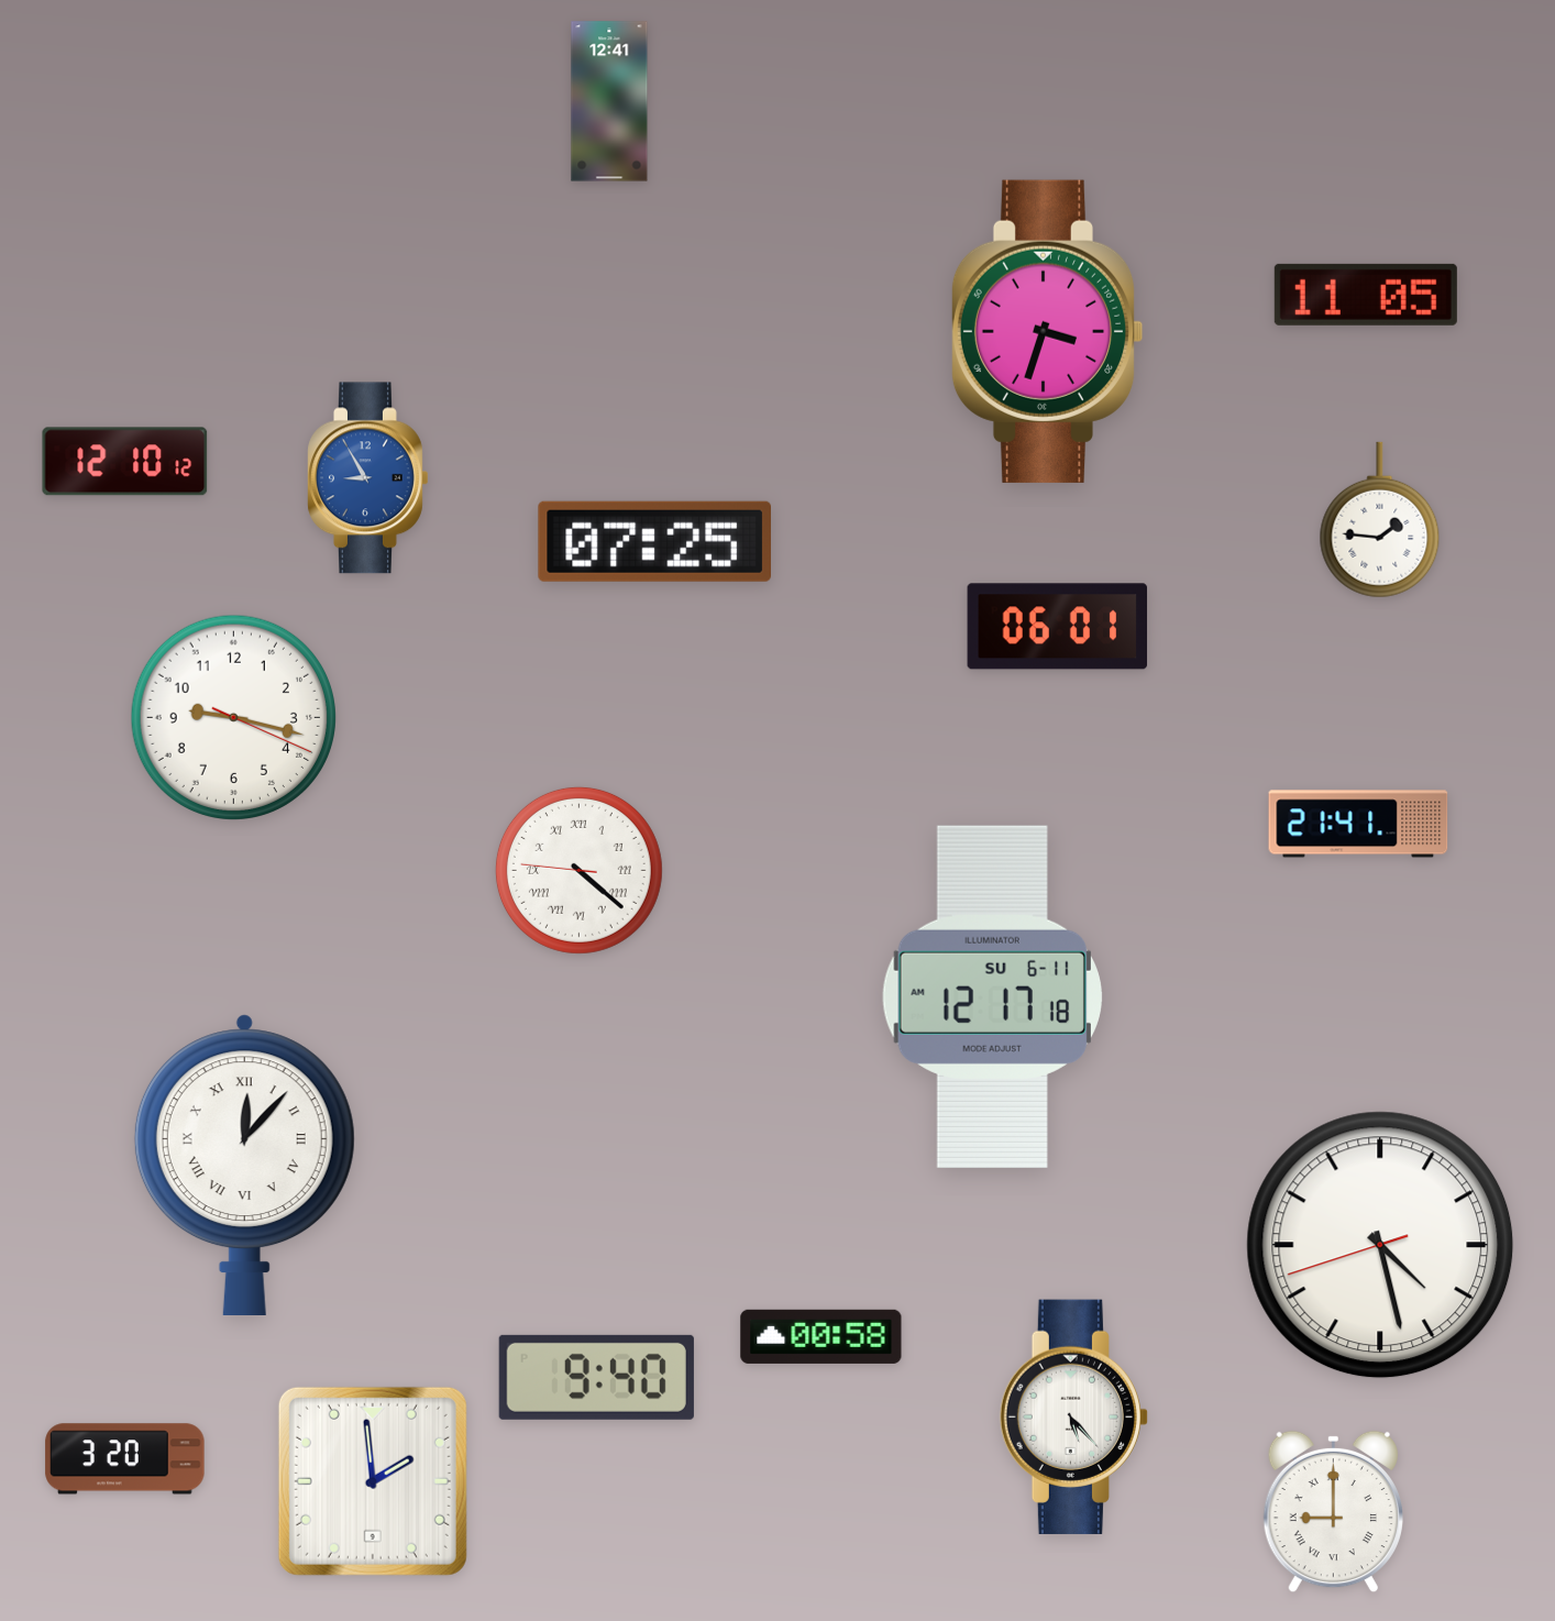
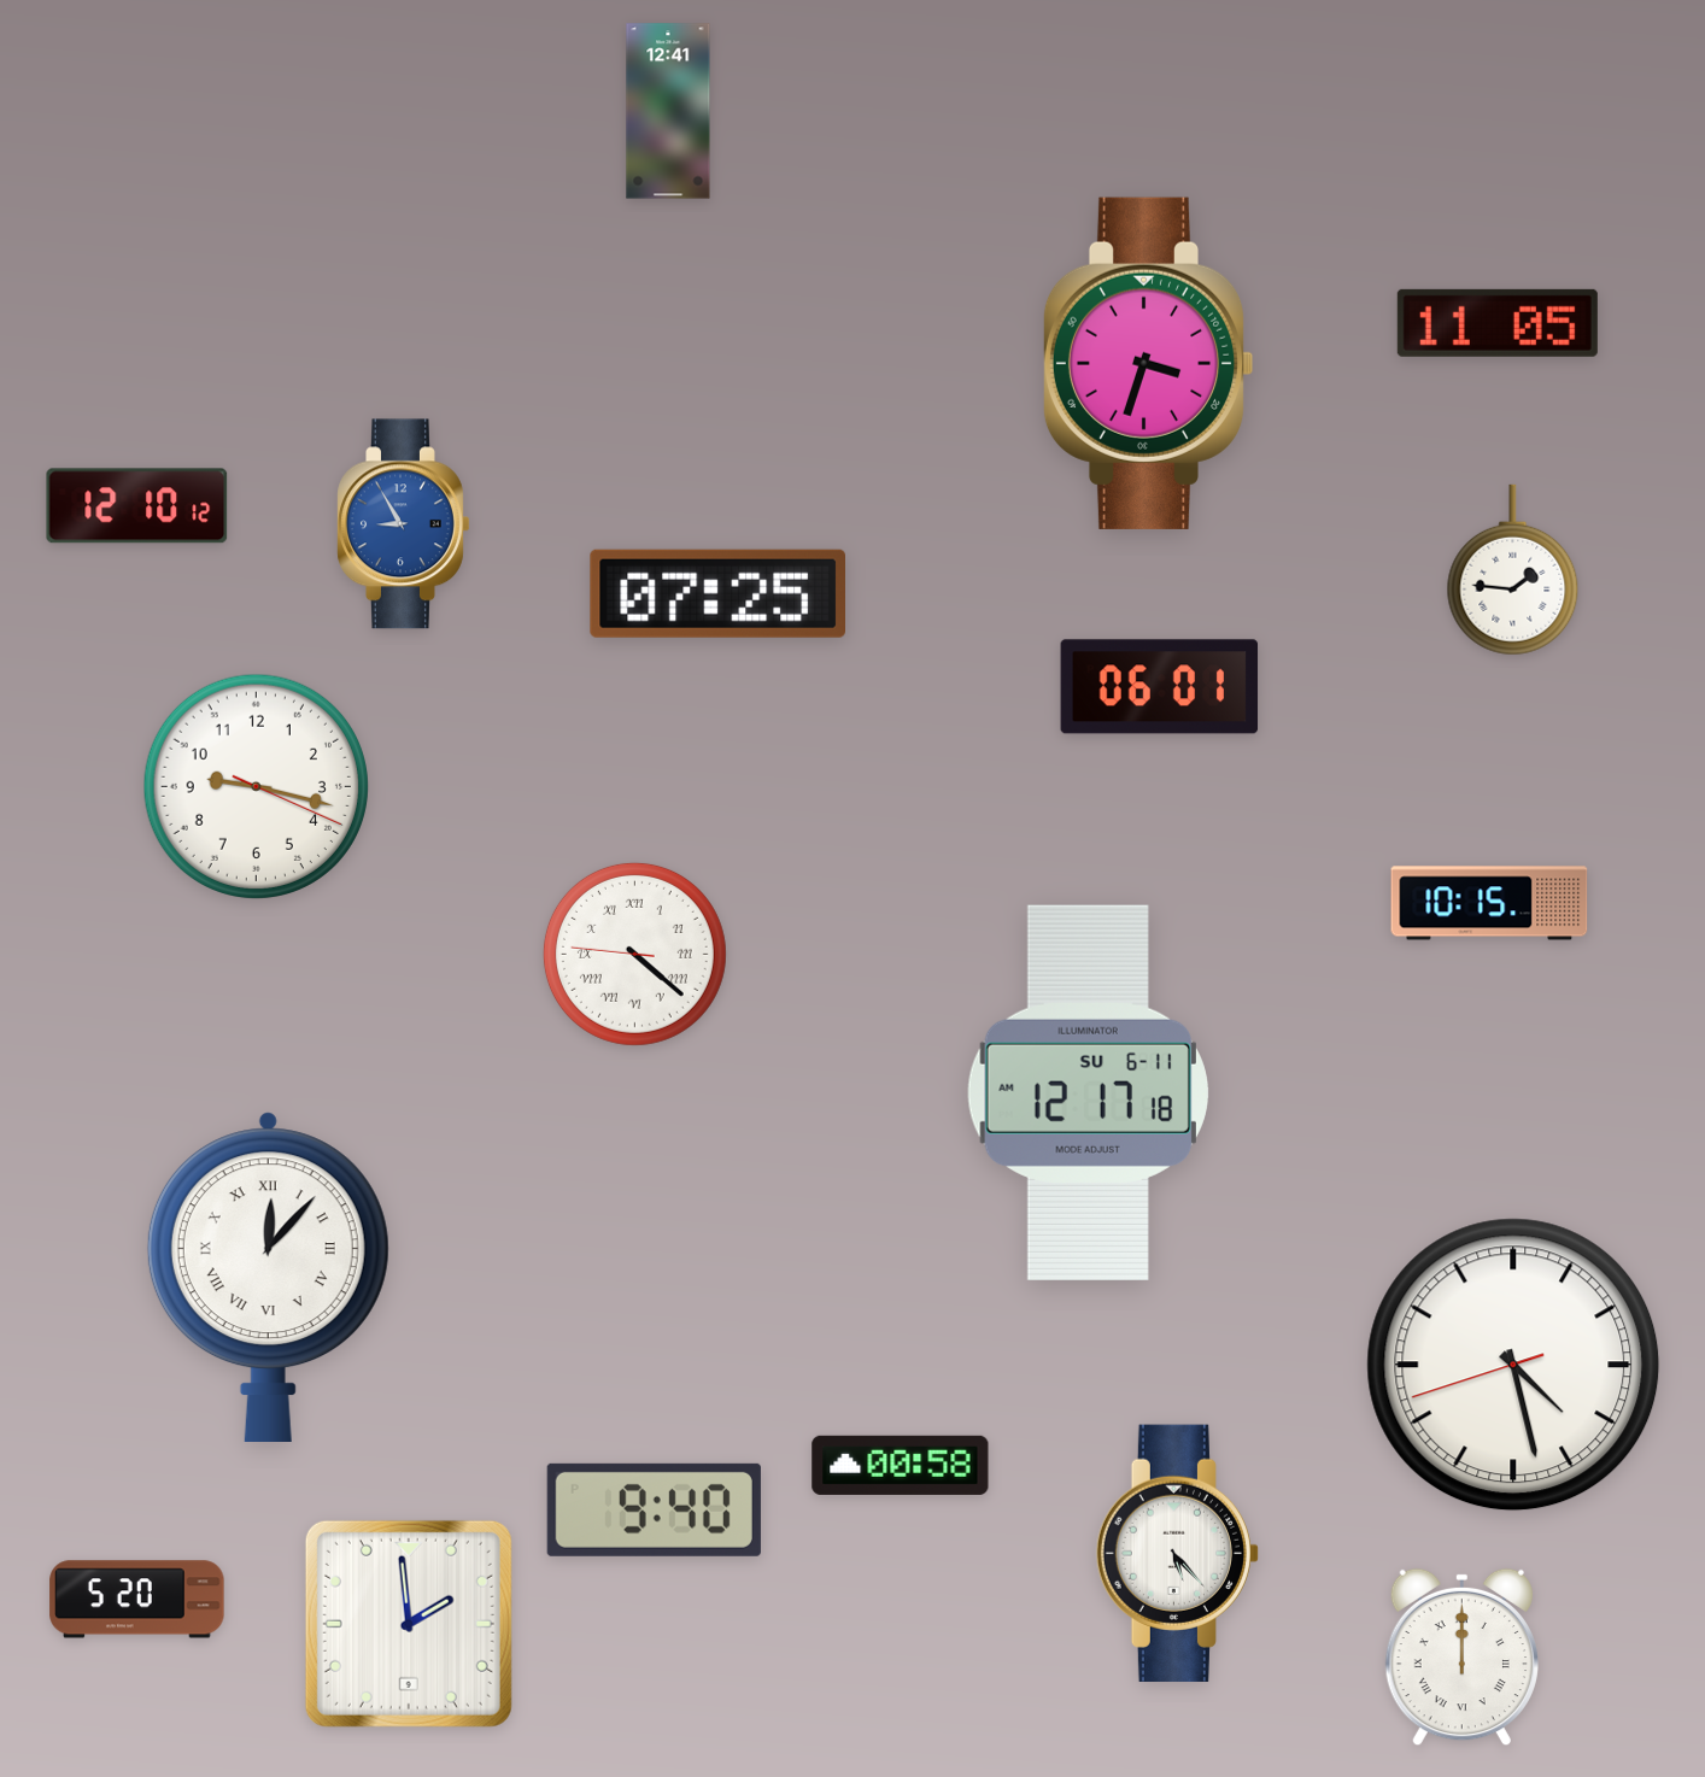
clock at (1358, 824): 21:41 -> 10:15
clock at (125, 1459): 3:20 -> 5:20
clock at (1333, 1512): 9:00 -> 12:00
